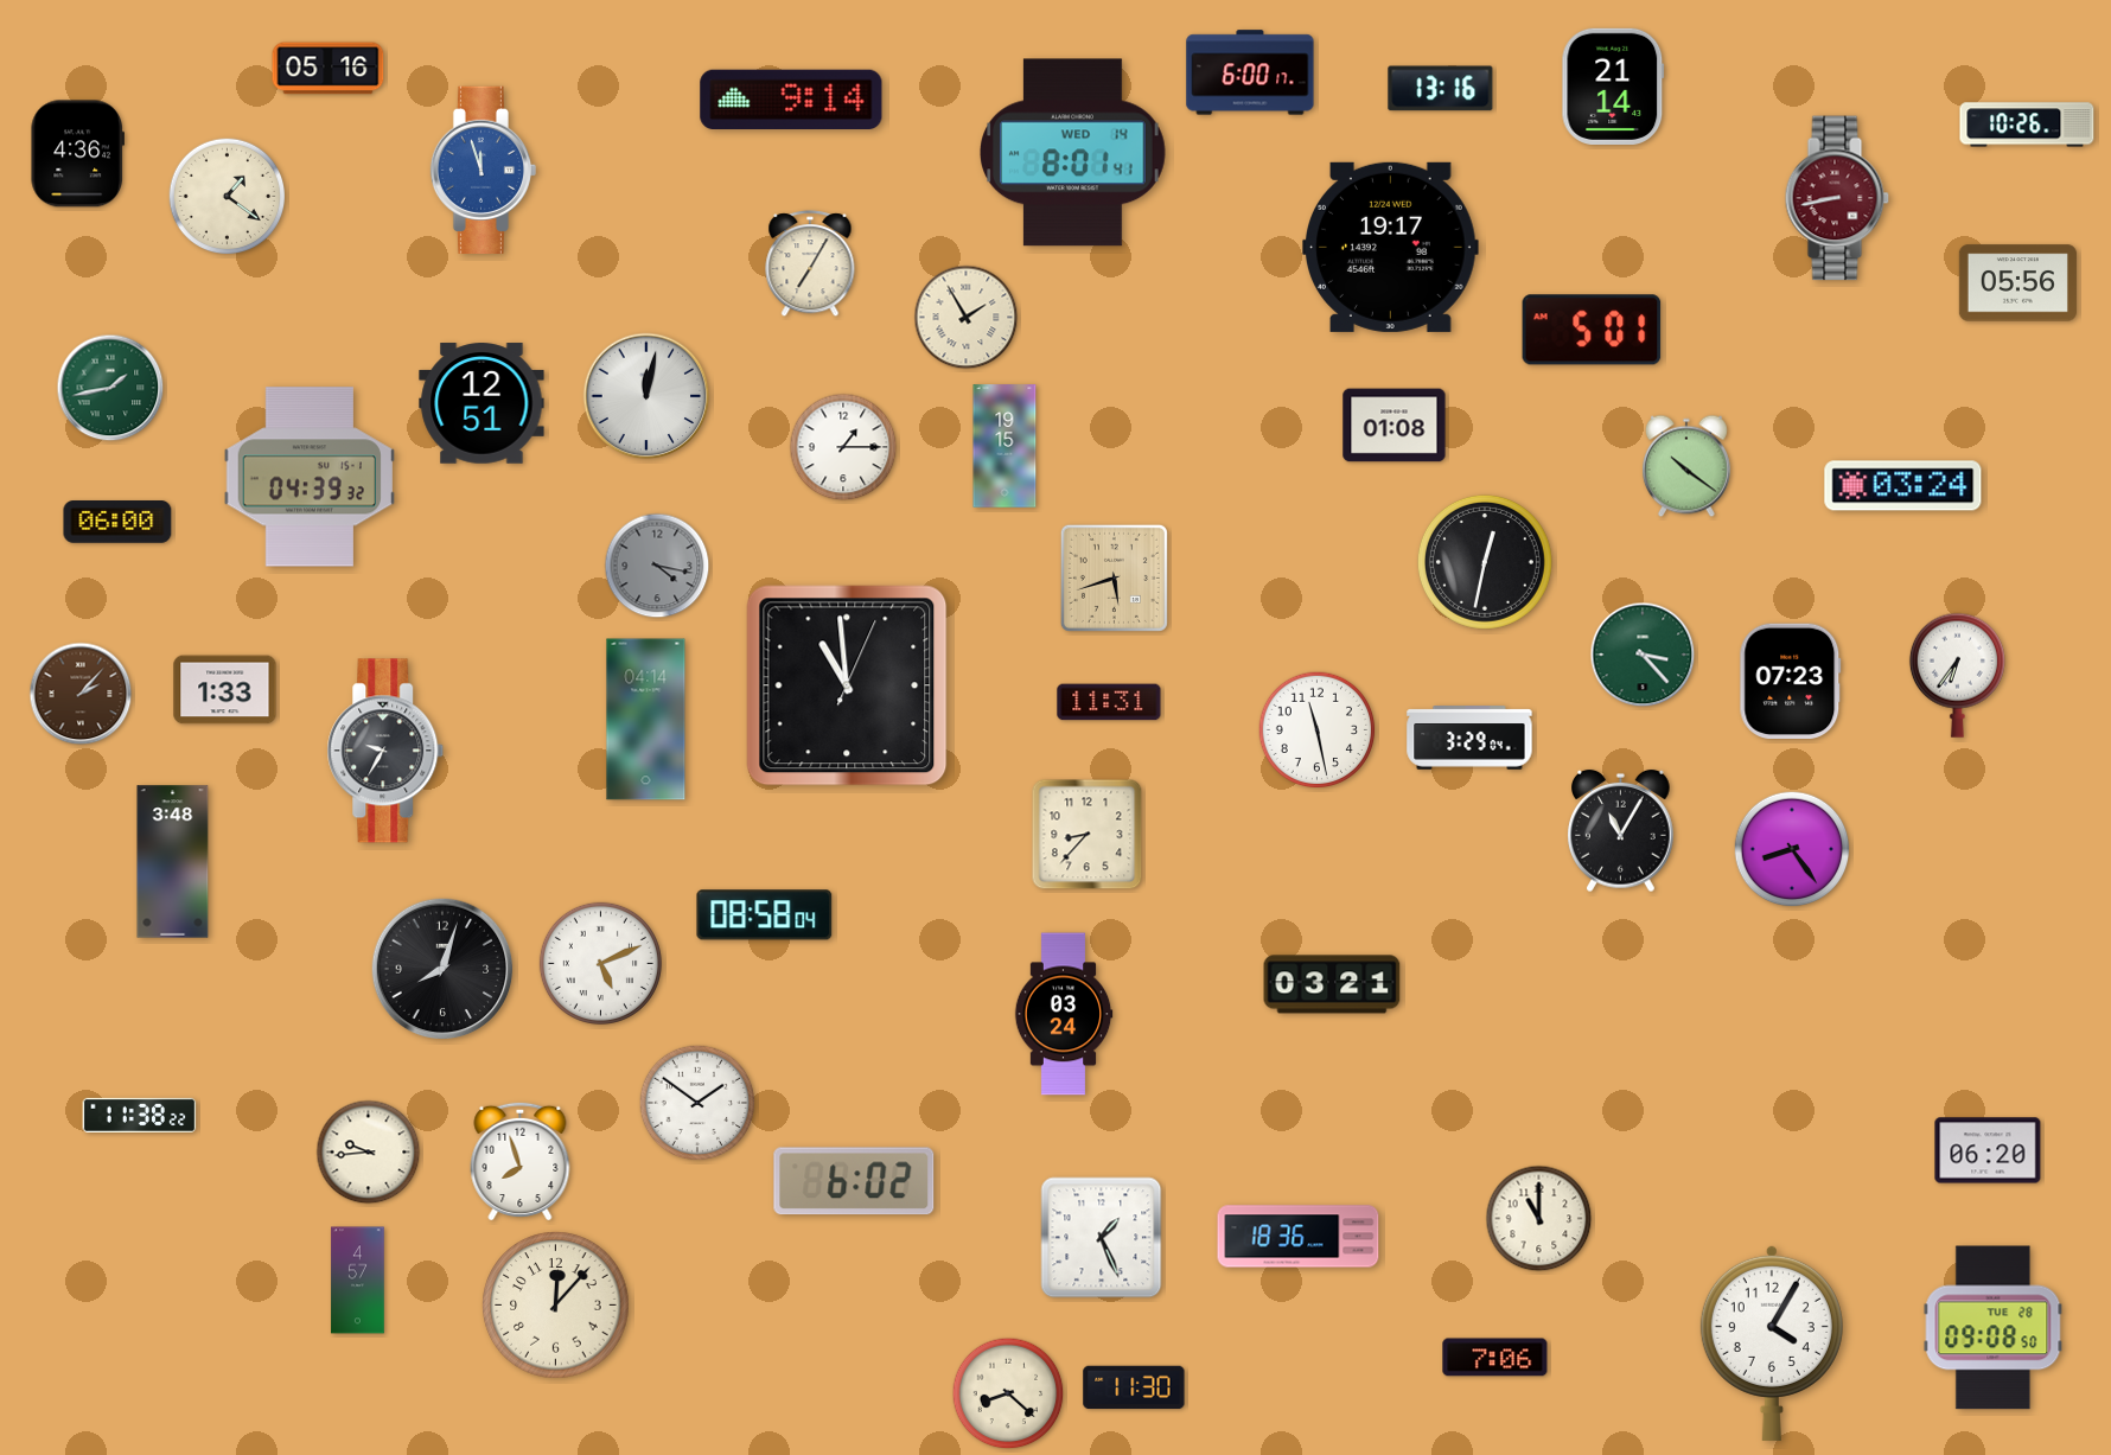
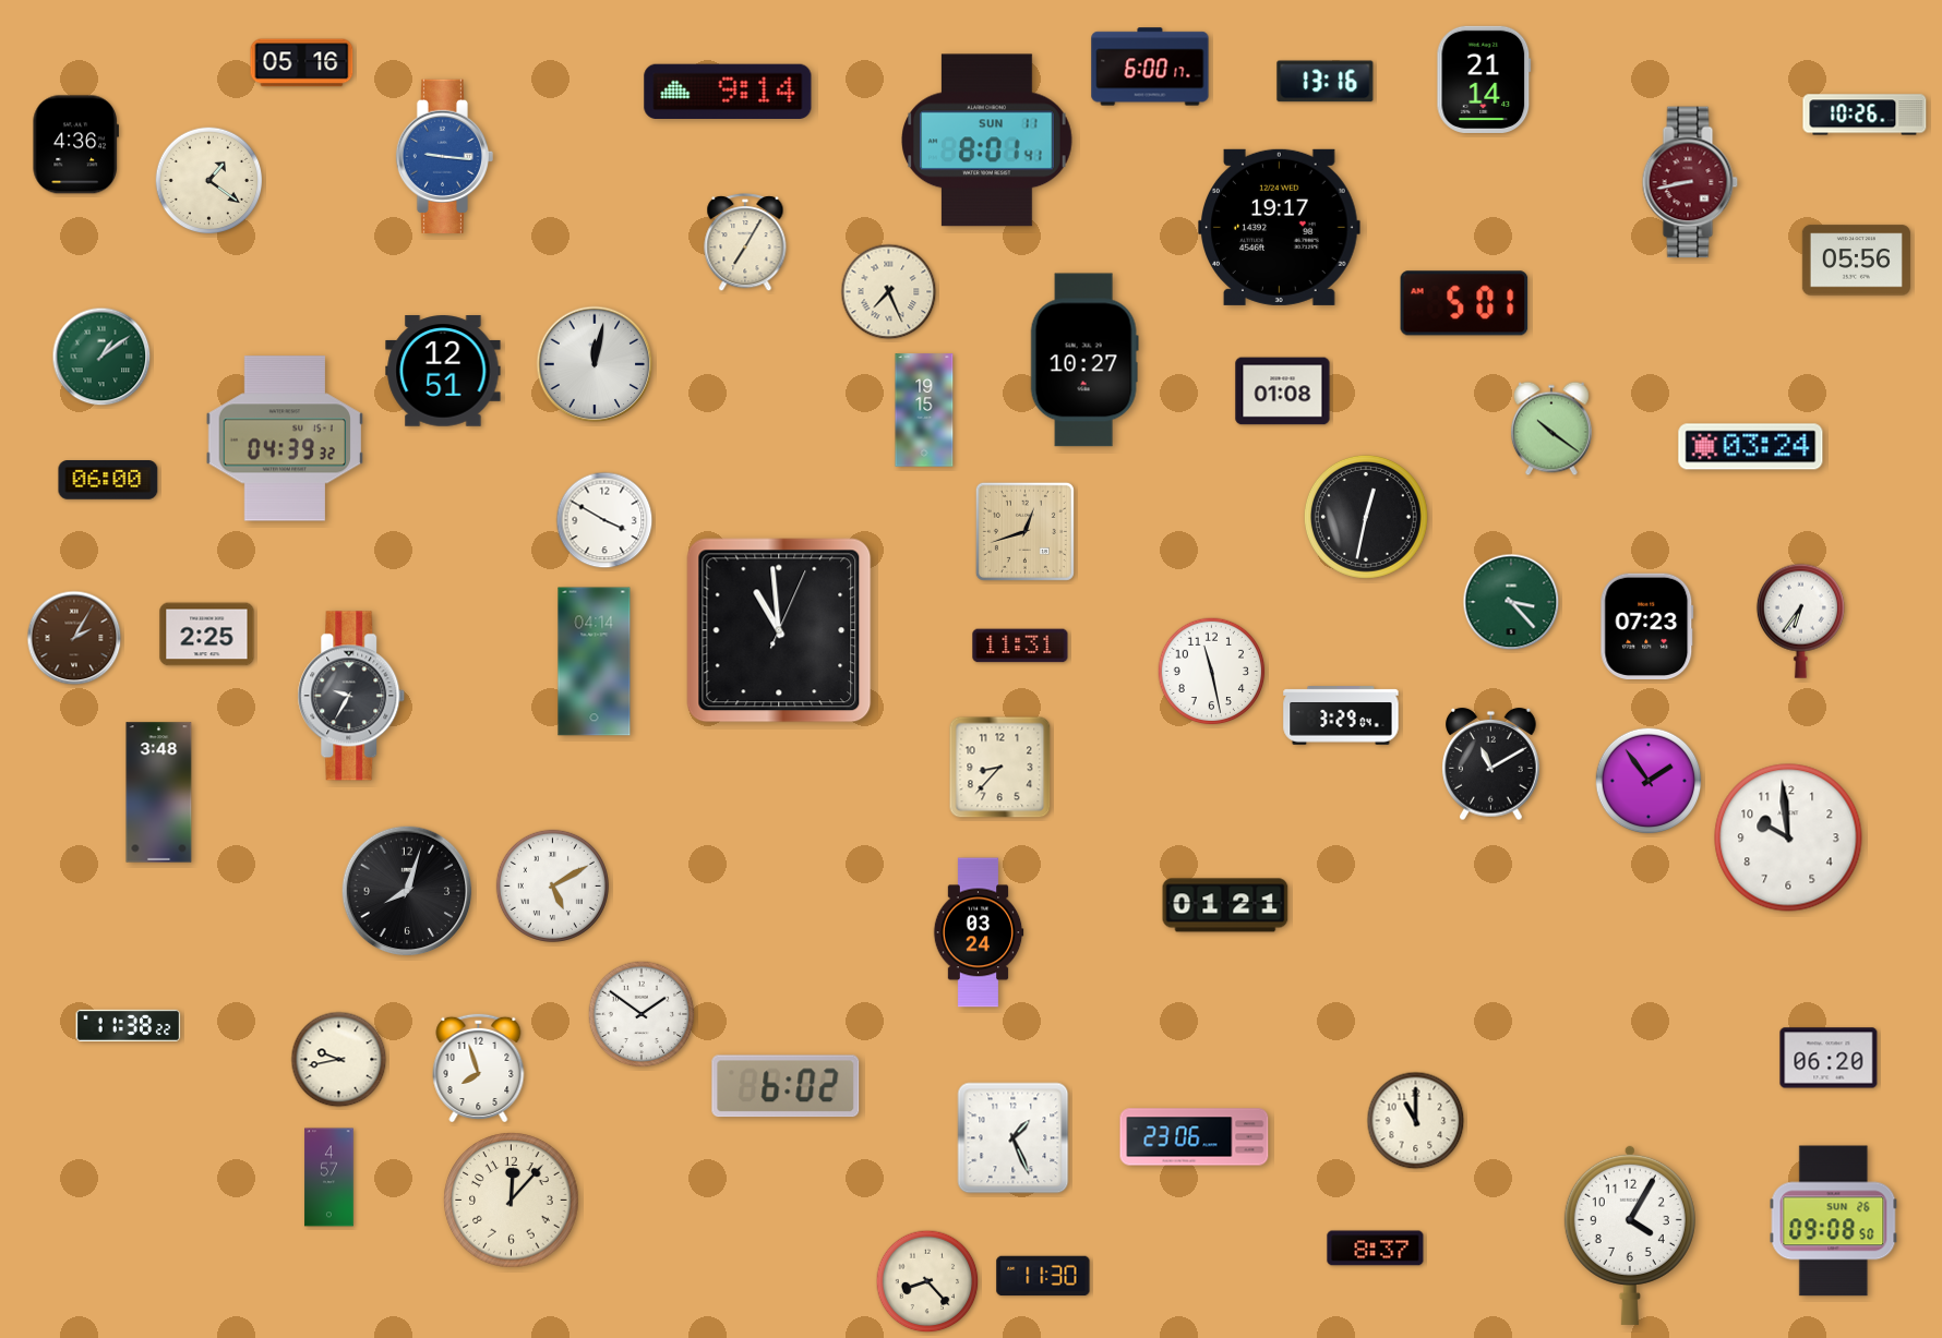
clock at (1073, 153) date: WED 14 -> SUN 11
clock at (77, 154) position: (77, 154) -> (75, 145)
clock at (484, 170): 11:57 -> 9:16
clock at (967, 318): 1:55 -> 7:26
clock at (110, 388): 1:43 -> 1:09
clock at (1084, 360): none -> 10:27
clock at (843, 447): 1:15 -> none
clock at (657, 566): 4:17 -> 3:50
clock at (657, 566) dial: grey -> white
clock at (1114, 577): 5:42 -> 12:42
clock at (225, 690): 1:33 -> 2:25
clock at (81, 694): 2:07 -> 2:05
clock at (1469, 738) position: (1469, 738) -> (1341, 715)
clock at (385, 751) position: (385, 751) -> (351, 696)
clock at (1621, 831): 11:05 -> 11:10
clock at (1792, 849): 8:24 -> 1:54
clock at (1788, 837): none -> 9:59
clock at (765, 915): 08:58 -> none
clock at (600, 963): 5:11 -> 5:10
clock at (1332, 984): 03:21 -> 01:21
clock at (369, 1153): 9:44 -> 9:43
clock at (1299, 1237): 18:36 -> 23:06
clock at (1994, 1328) date: TUE 28 -> SUN 26
clock at (1495, 1358): 7:06 -> 8:37
clock at (1008, 1393): 8:22 -> 8:23
